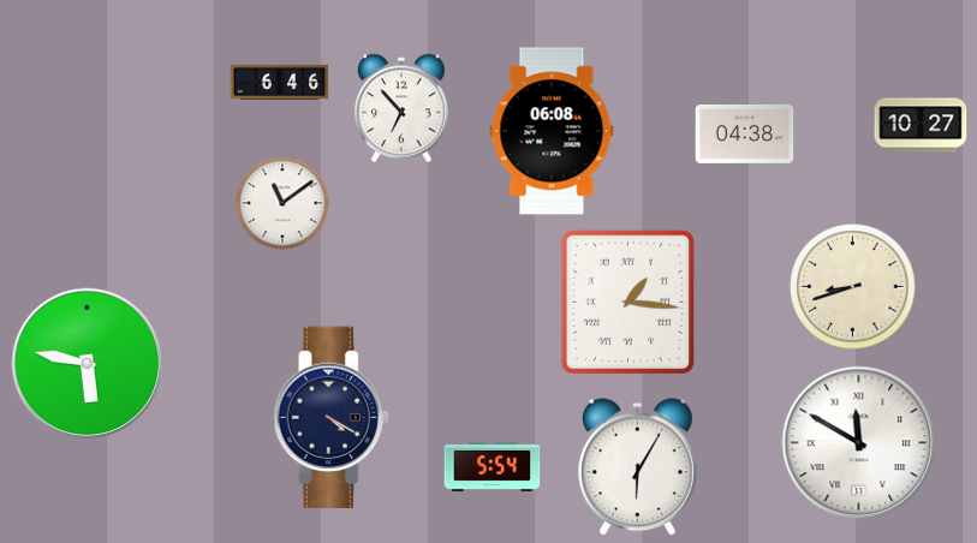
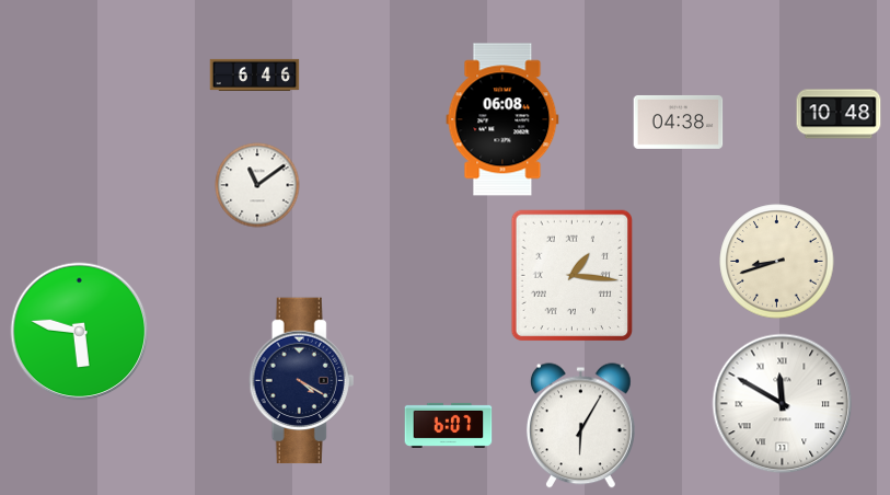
clock at (403, 108): 6:53 -> none
clock at (921, 125): 10:27 -> 10:48
clock at (493, 466): 5:54 -> 6:07
